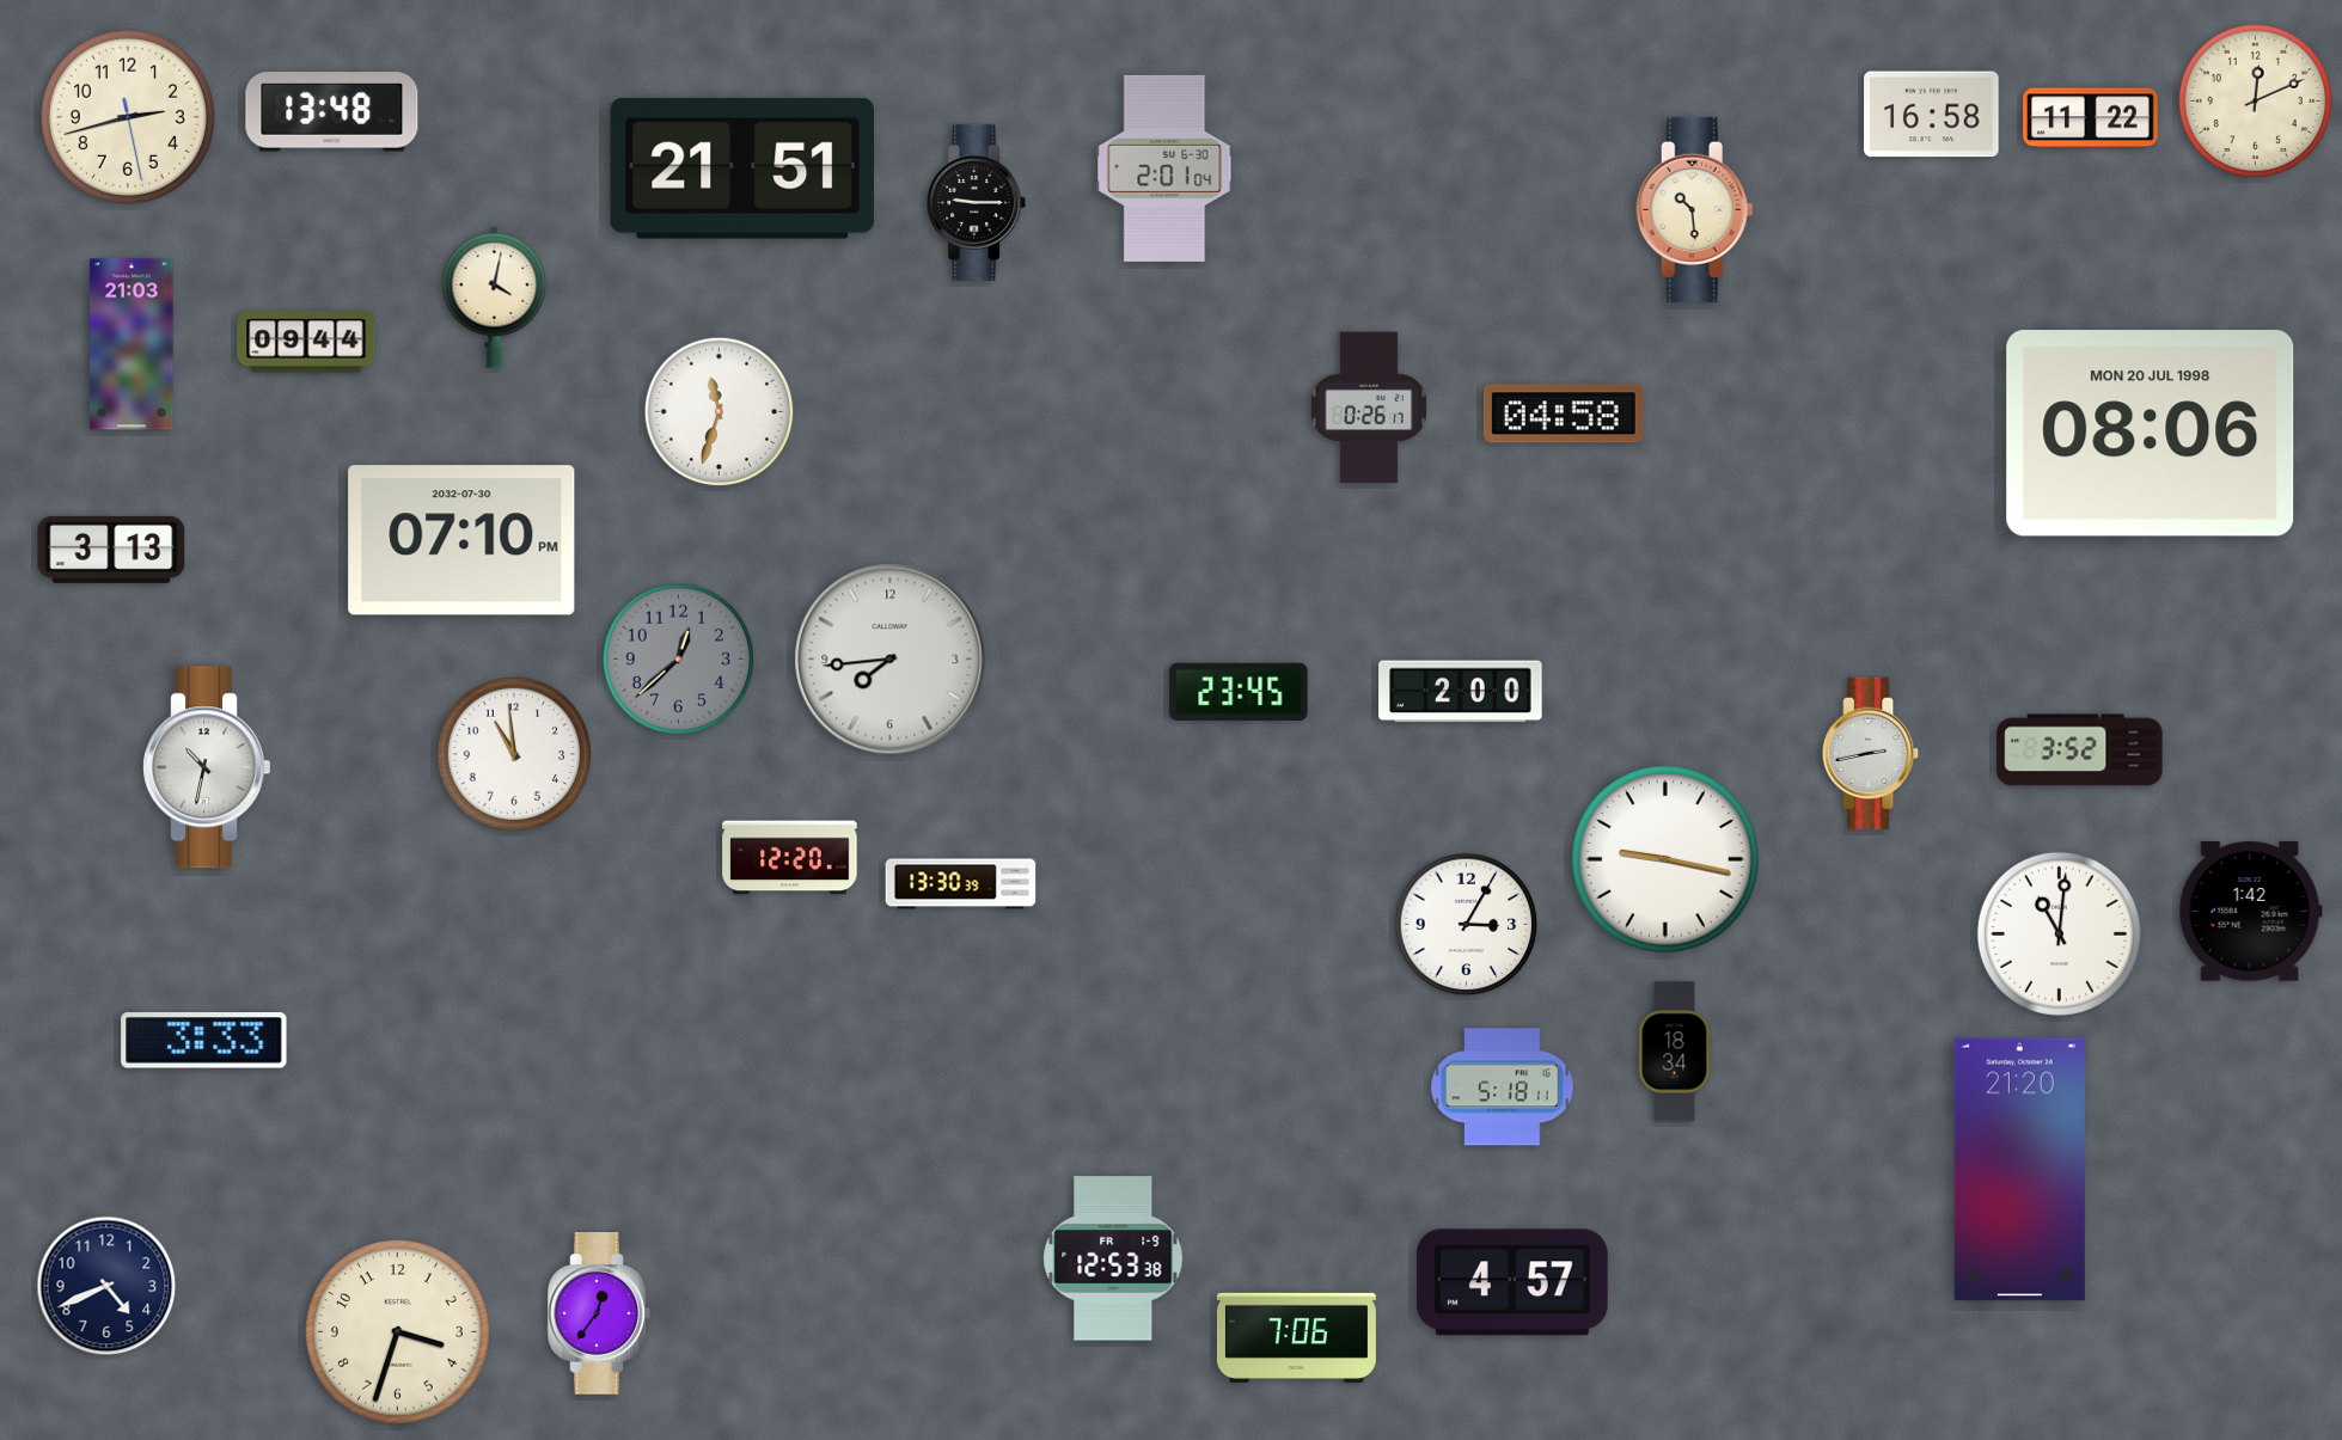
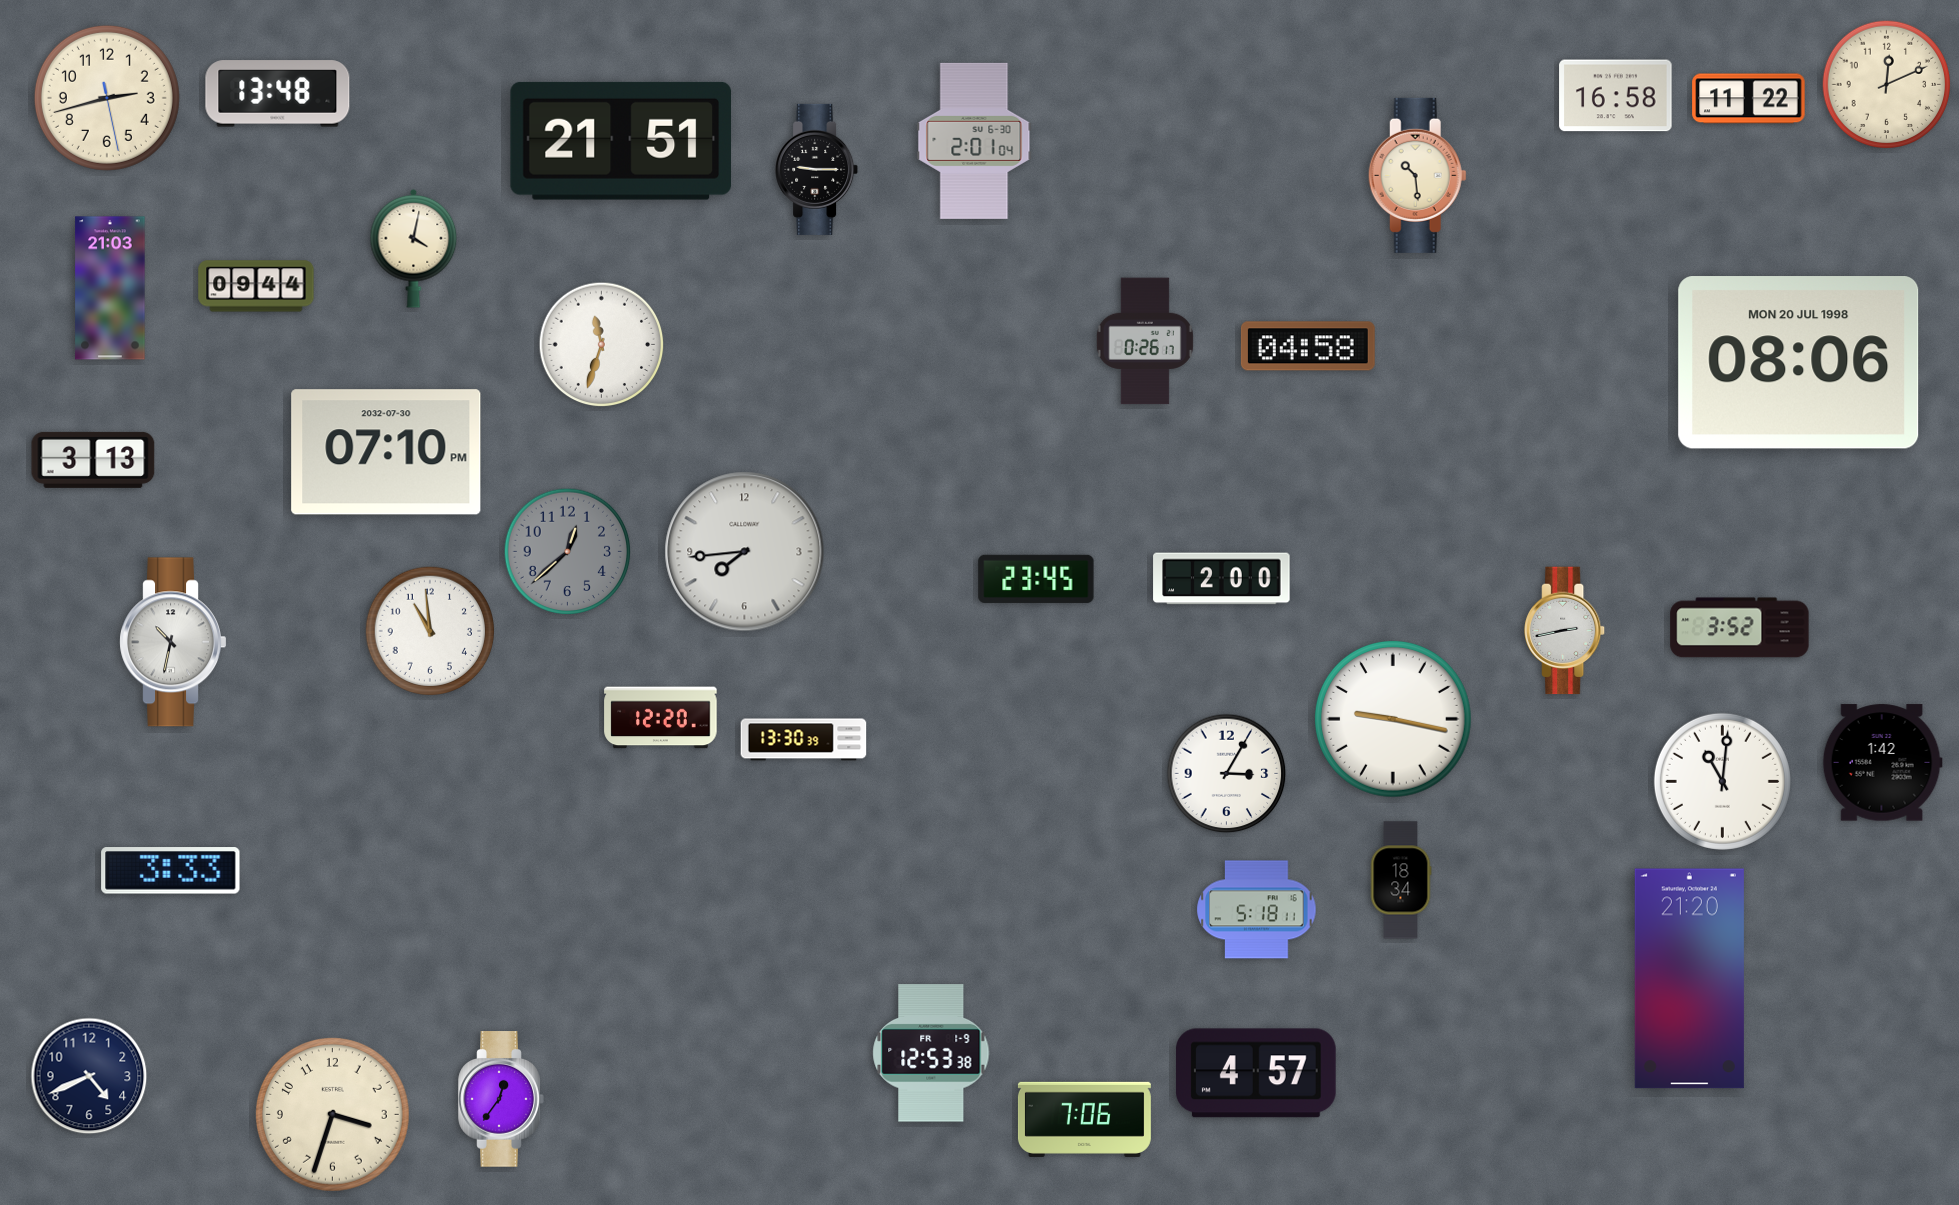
clock at (1512, 1282) position: (1512, 1282) -> (1256, 1073)
